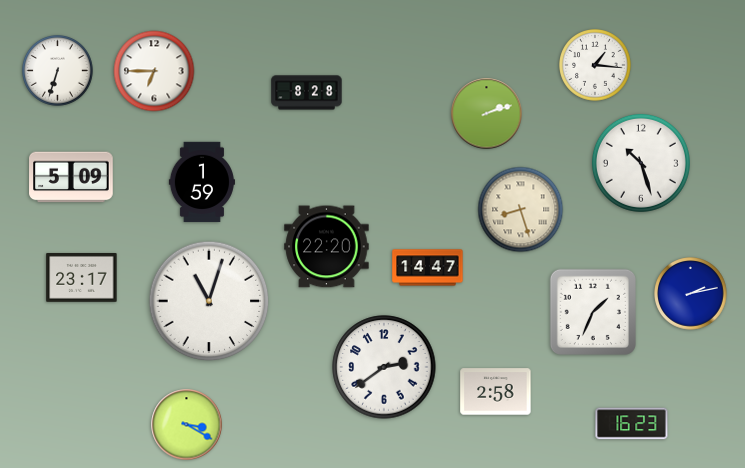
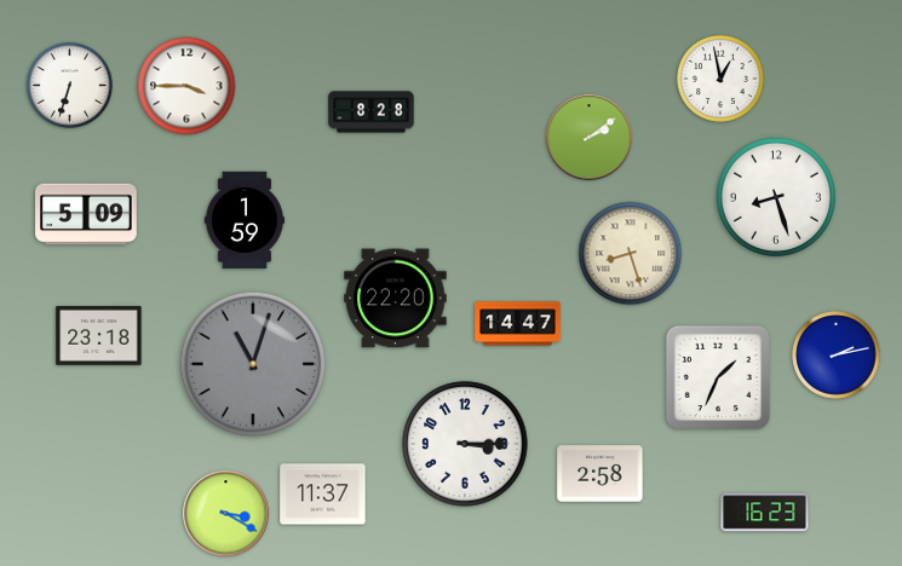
clock at (596, 66): 1:16 -> 12:58
clock at (154, 71): 6:45 -> 3:45
clock at (487, 114): 2:12 -> 2:09
clock at (641, 163): 10:27 -> 8:27
clock at (82, 278): 23:17 -> 23:18
clock at (209, 301) dial: white -> grey
clock at (384, 367): 2:39 -> 3:15
clock at (323, 495): none -> 11:37
